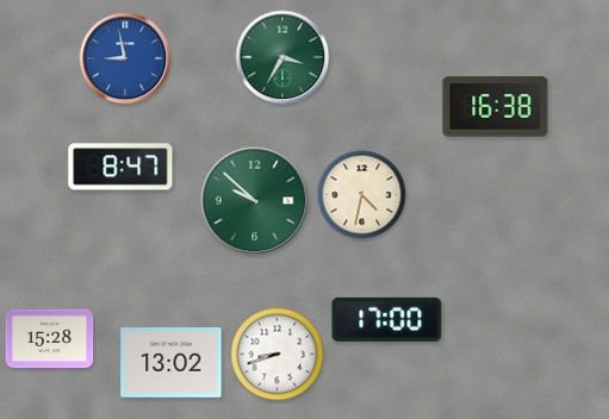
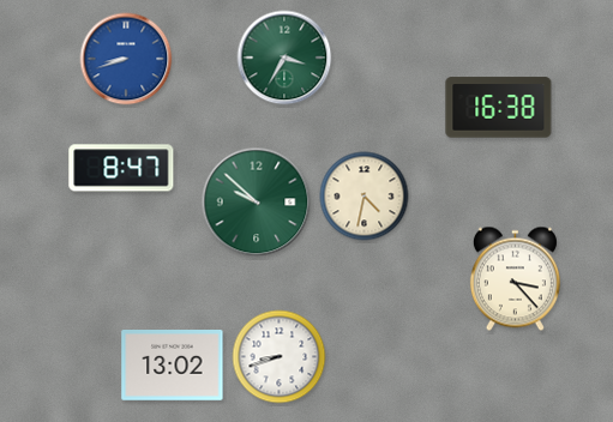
clock at (125, 58): 8:58 -> 8:42
clock at (515, 279): none -> 3:23
clock at (387, 319): 17:00 -> none
clock at (50, 339): 15:28 -> none
